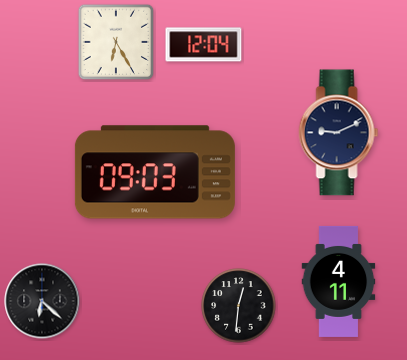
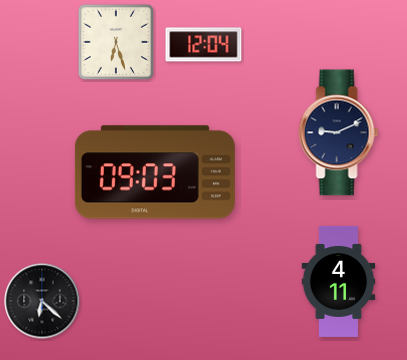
clock at (116, 42): 6:25 -> 6:27
clock at (239, 306): 12:31 -> none
